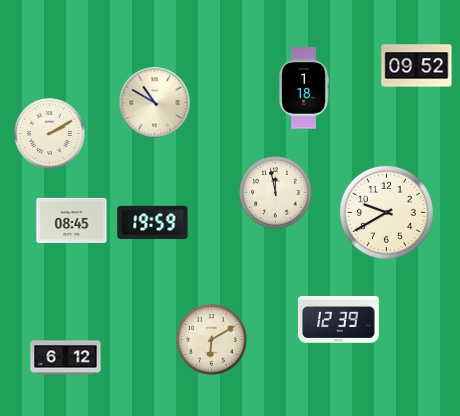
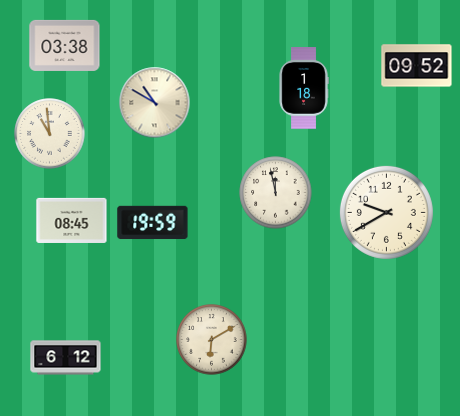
clock at (65, 45): none -> 03:38
clock at (50, 134): 2:10 -> 10:59
clock at (338, 319): 12:39 -> none
